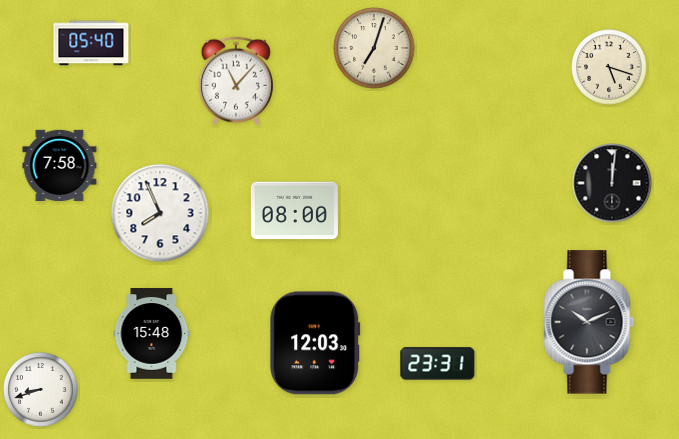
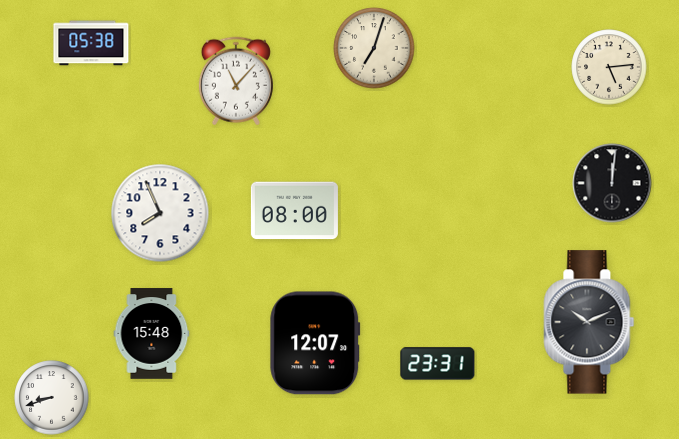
clock at (91, 43): 05:40 -> 05:38
clock at (609, 67): 5:18 -> 5:14
clock at (60, 165): 7:58 -> none
clock at (315, 343): 12:03 -> 12:07
clock at (41, 390) position: (41, 390) -> (52, 398)
